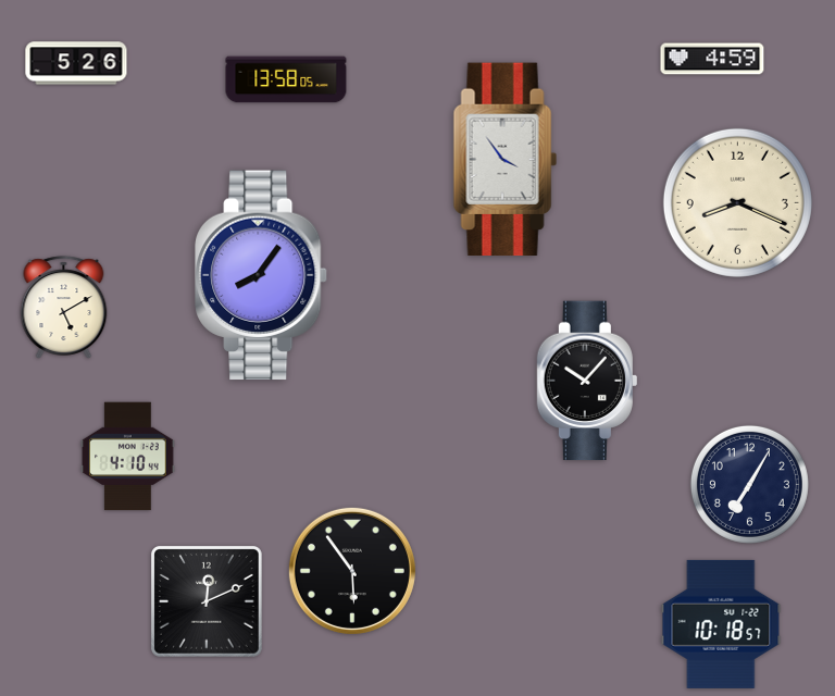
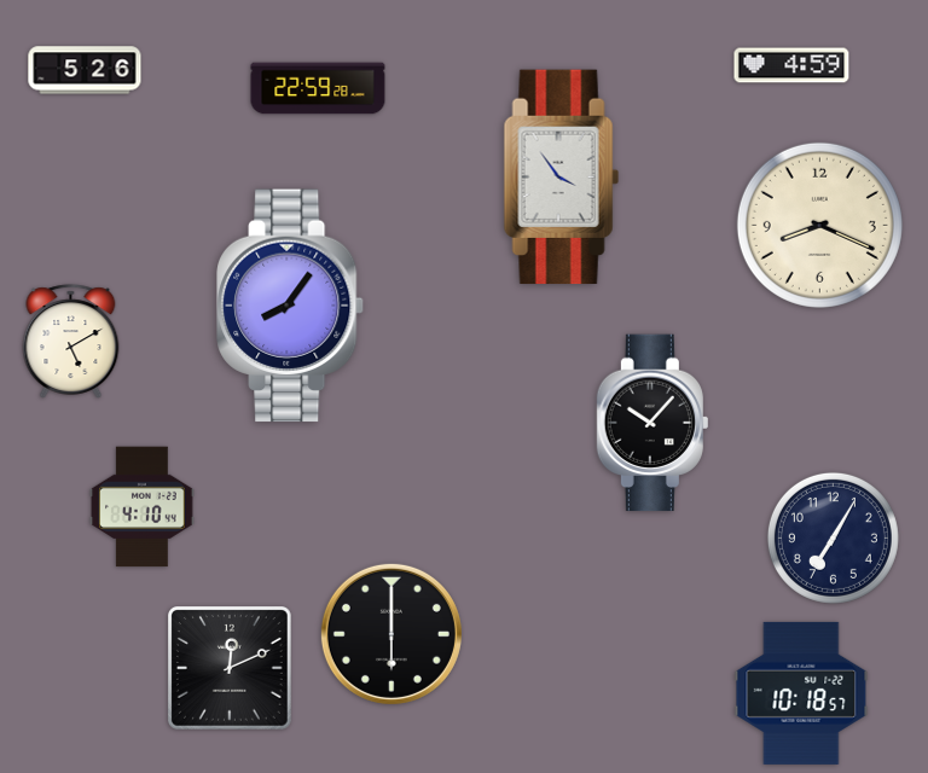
clock at (286, 79): 13:58 -> 22:59
clock at (352, 571): 5:54 -> 6:00
